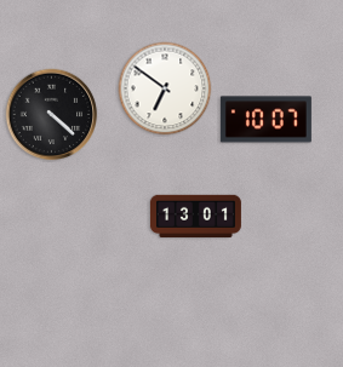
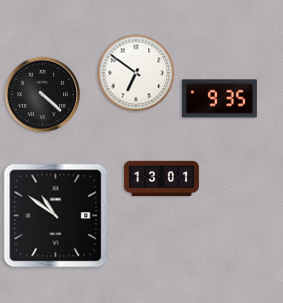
clock at (265, 120): 10:07 -> 9:35
clock at (56, 216): none -> 10:51
